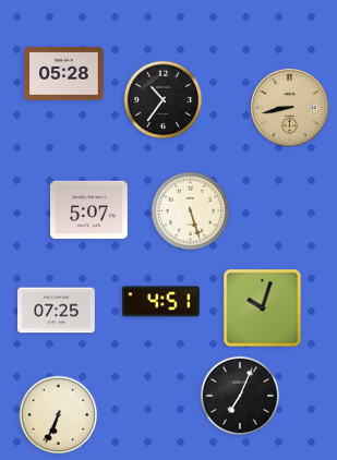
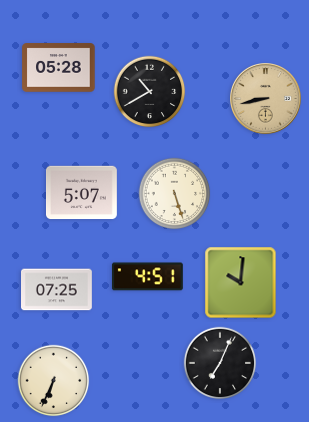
clock at (164, 100): 10:36 -> 10:40
clock at (263, 308): 10:03 -> 10:01
clock at (57, 311) position: (57, 311) -> (57, 290)
